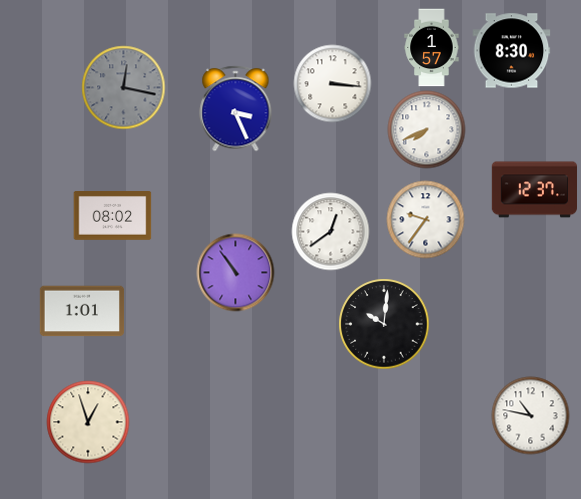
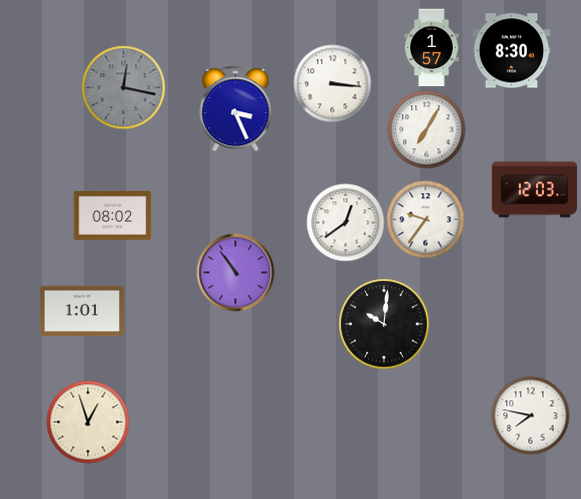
clock at (426, 129): 7:41 -> 7:05
clock at (534, 190): 12:37 -> 12:03
clock at (330, 231) position: (330, 231) -> (345, 222)
clock at (530, 415): 10:47 -> 7:47
